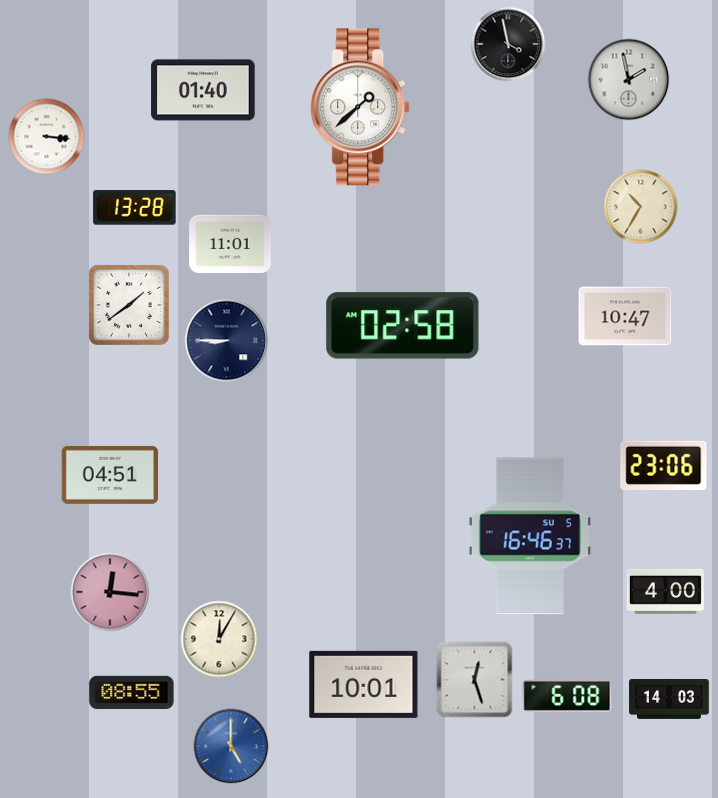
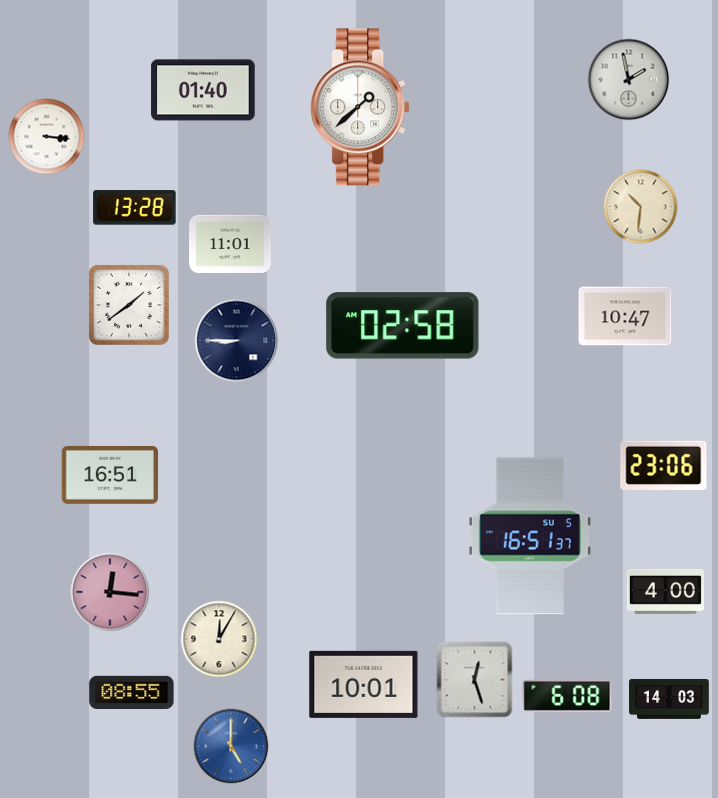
clock at (508, 44): 3:58 -> none
clock at (641, 207): 10:35 -> 10:31
clock at (227, 341) position: (227, 341) -> (237, 341)
clock at (110, 475): 04:51 -> 16:51
clock at (530, 536): 16:46 -> 16:51
